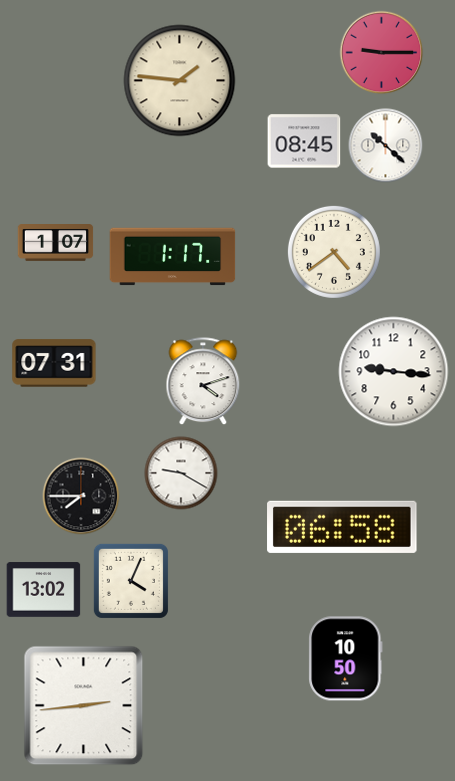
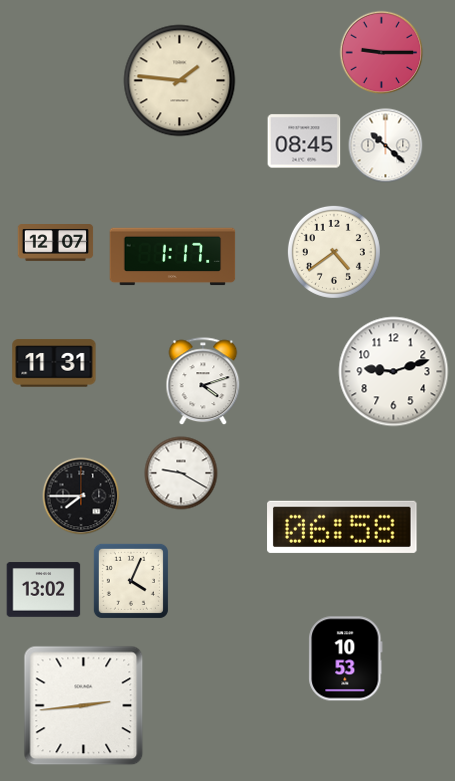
clock at (56, 243): 1:07 -> 12:07
clock at (54, 363): 07:31 -> 11:31
clock at (394, 372): 9:16 -> 9:12
clock at (346, 659): 10:50 -> 10:53
